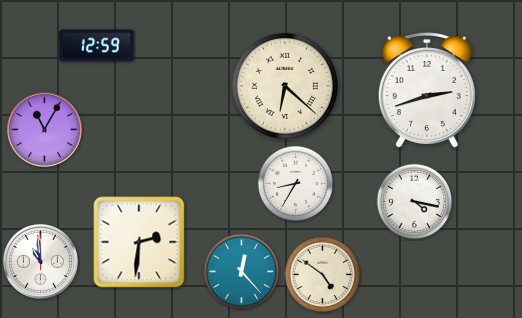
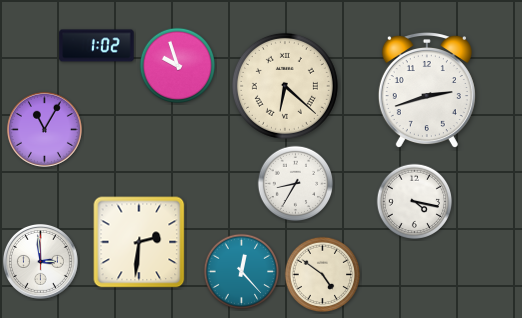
clock at (97, 46): 12:59 -> 1:02
clock at (178, 66): none -> 9:57
clock at (40, 261): 10:59 -> 2:59
